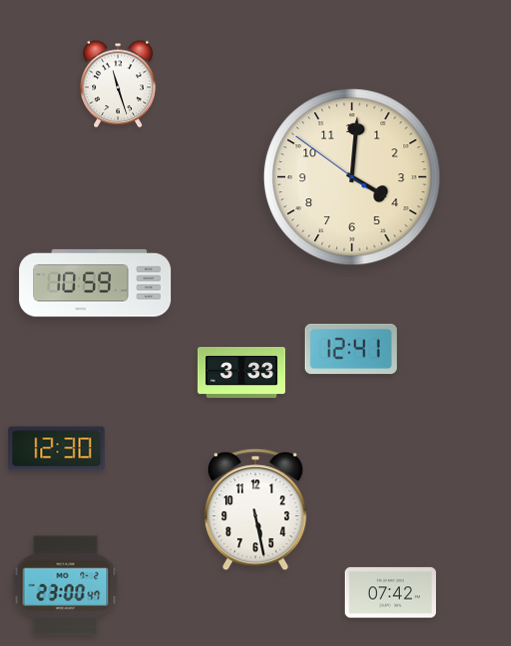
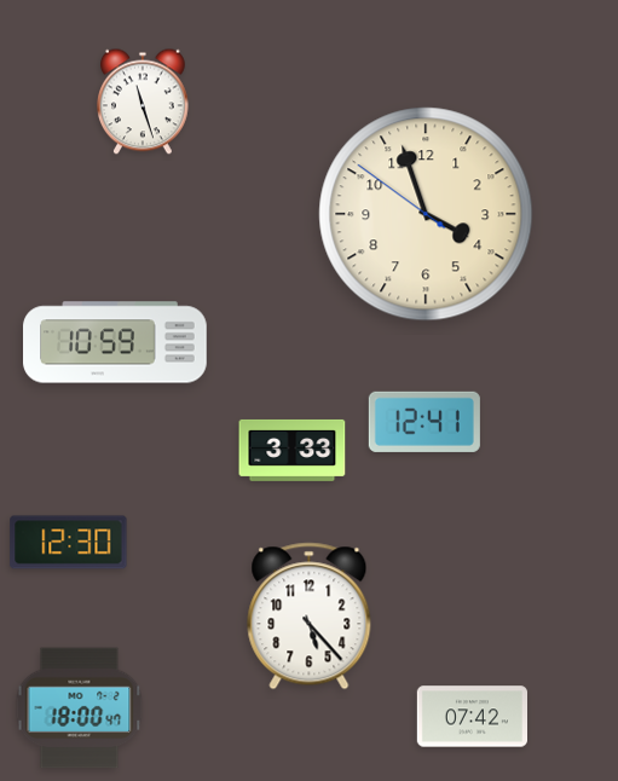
clock at (352, 177): 4:00 -> 3:56
clock at (256, 510): 5:28 -> 5:23
clock at (66, 586): 23:00 -> 18:00
